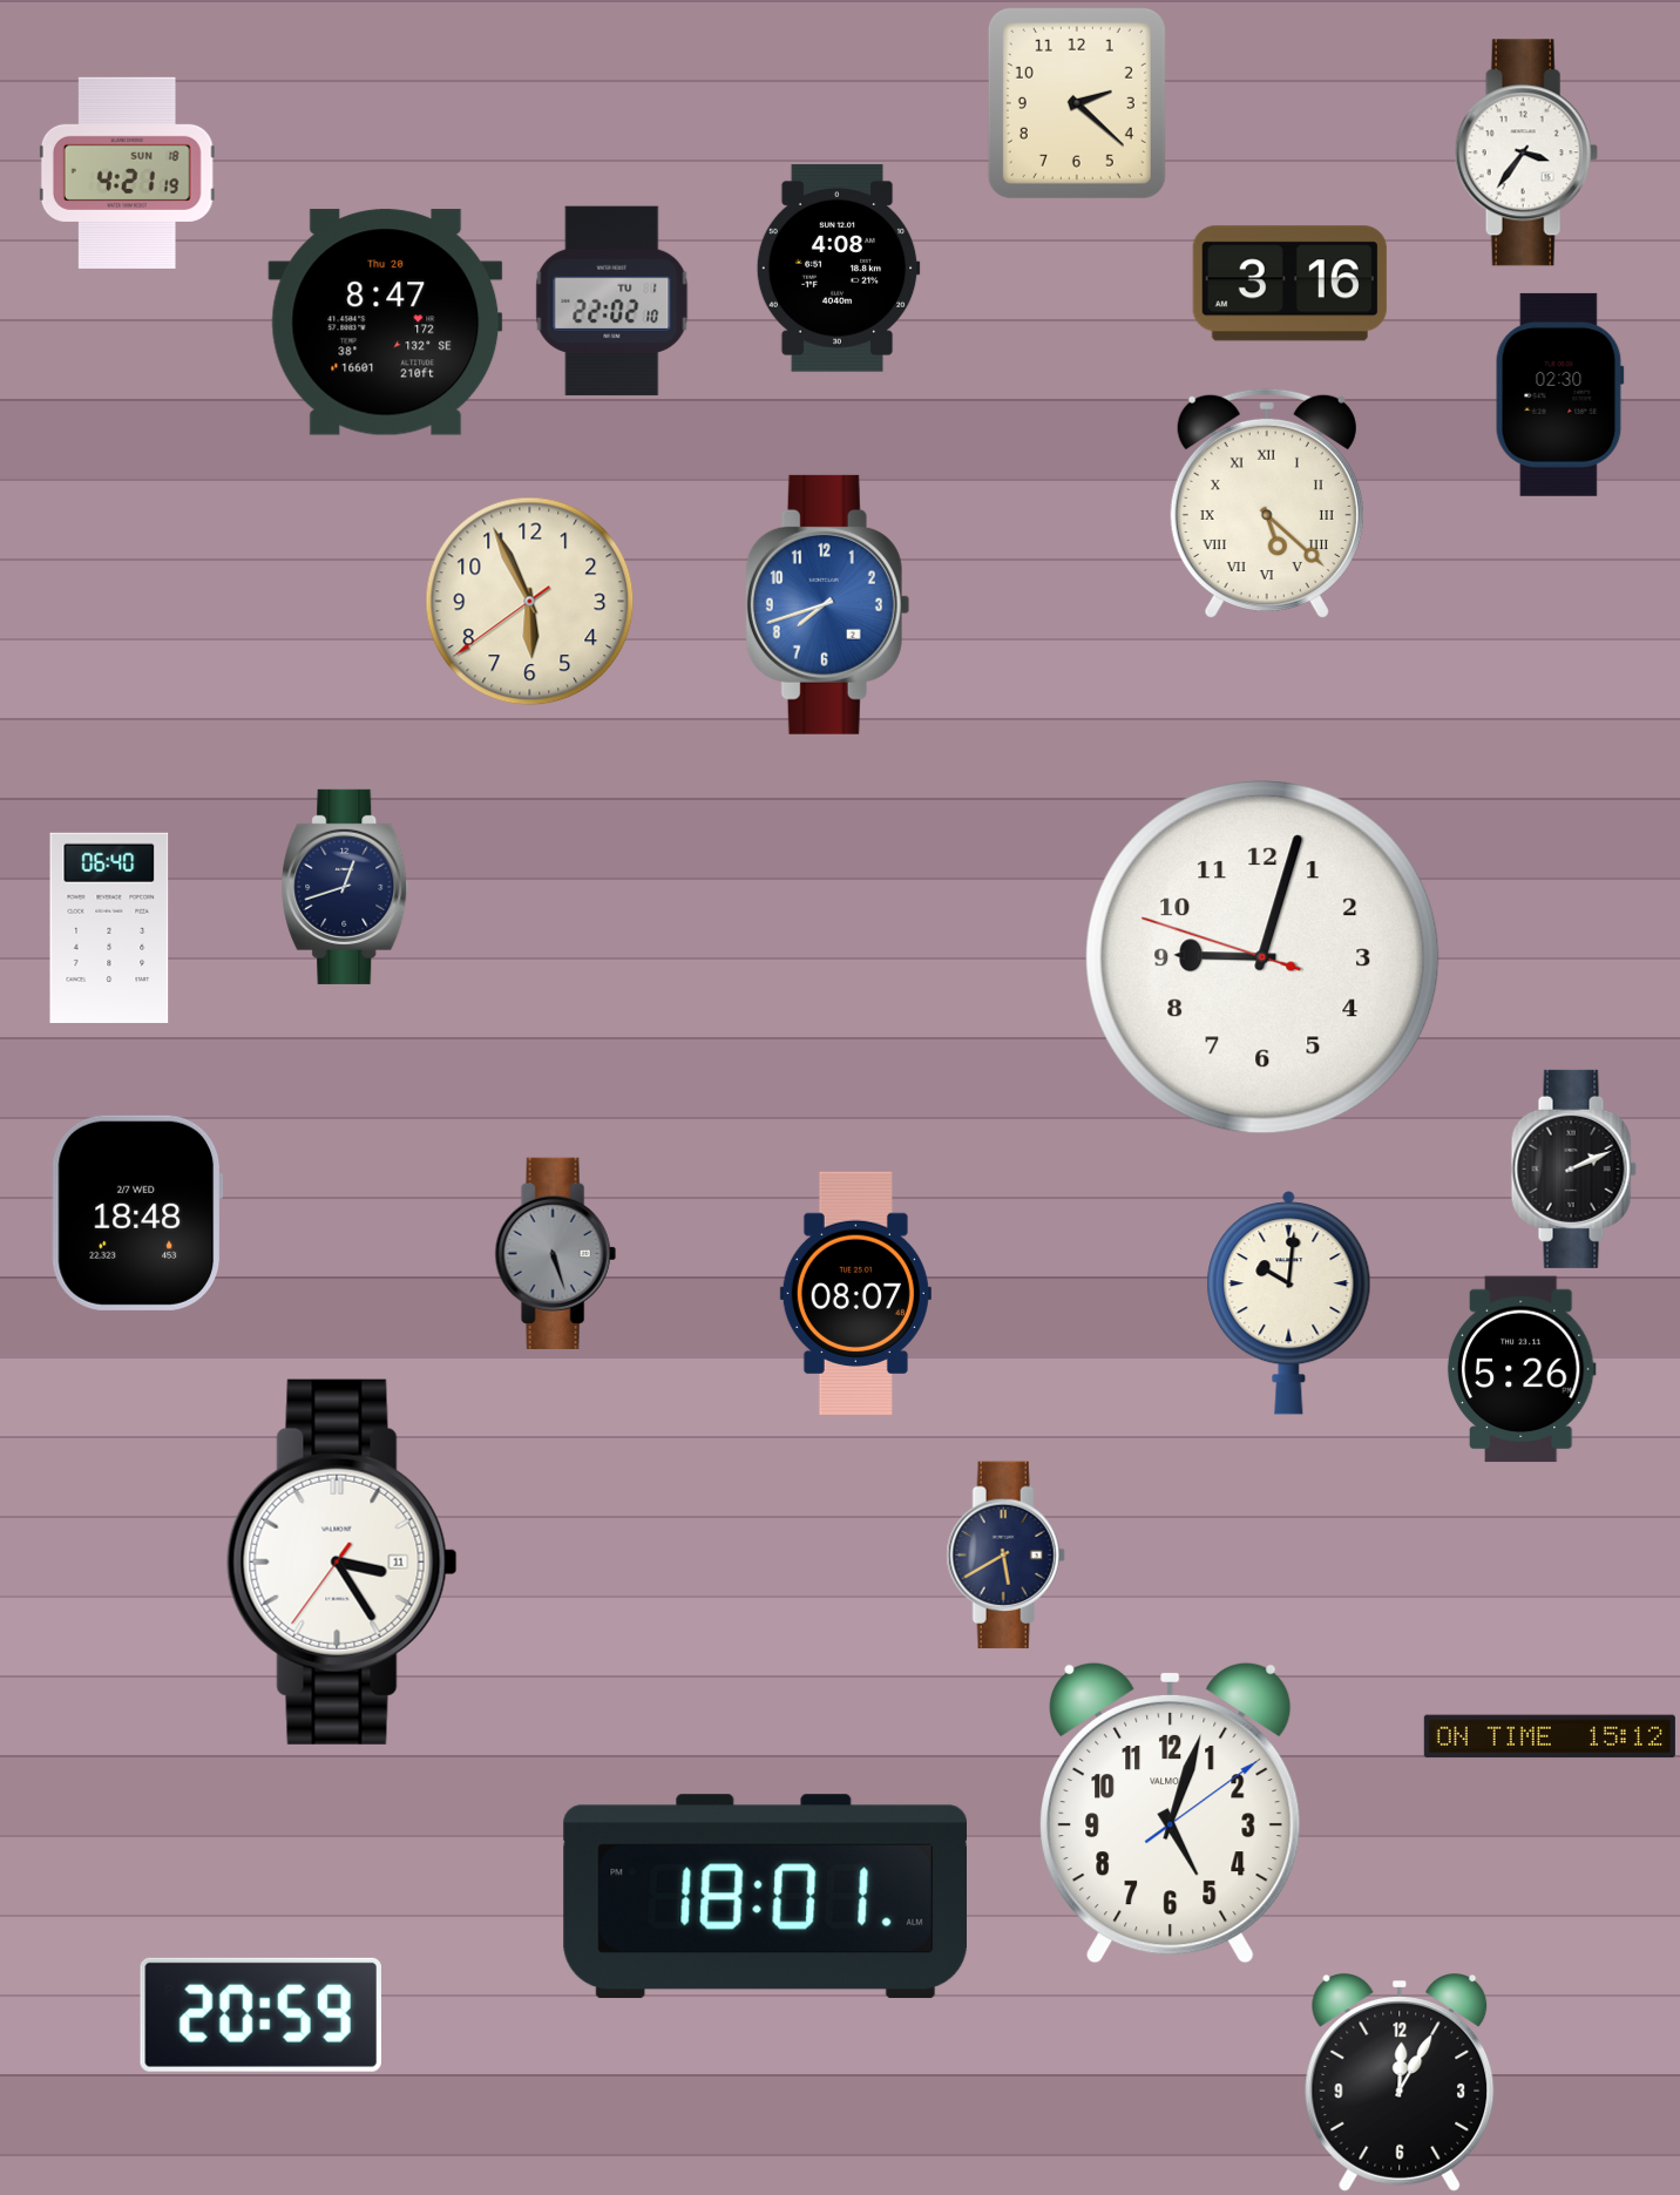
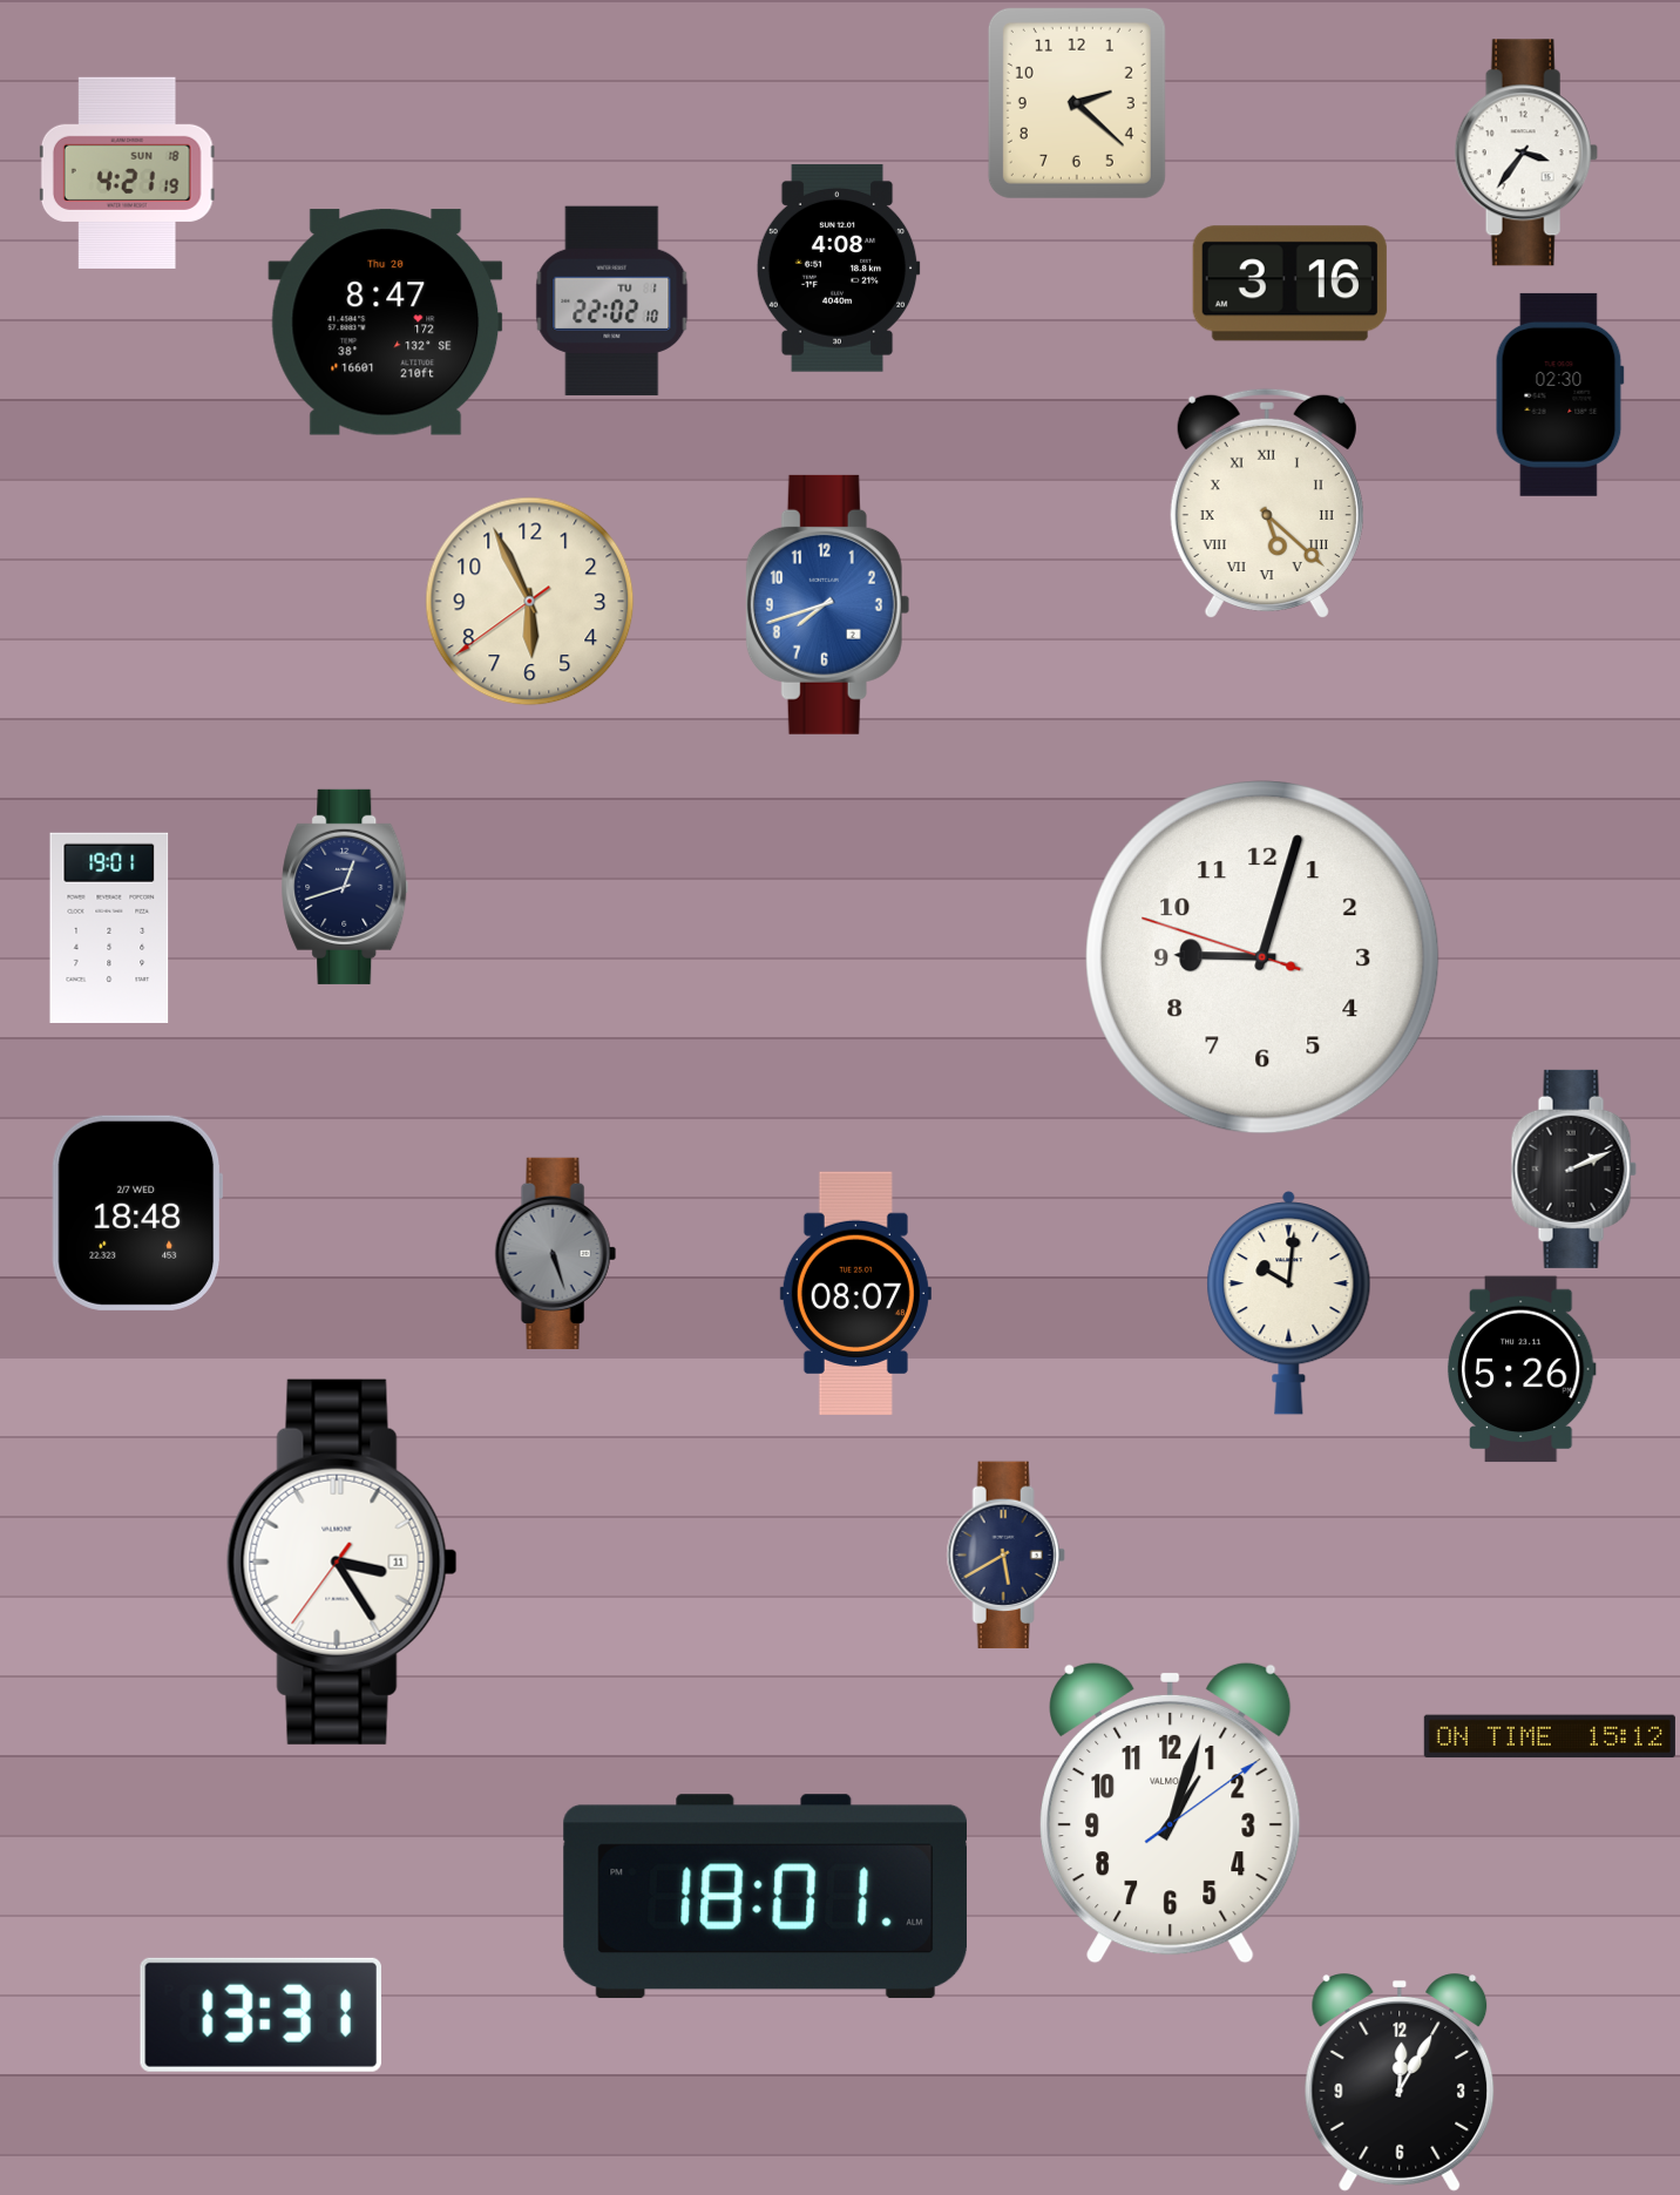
clock at (109, 927): 06:40 -> 19:01
clock at (1171, 1813): 5:03 -> 1:03
clock at (260, 2014): 20:59 -> 13:31
